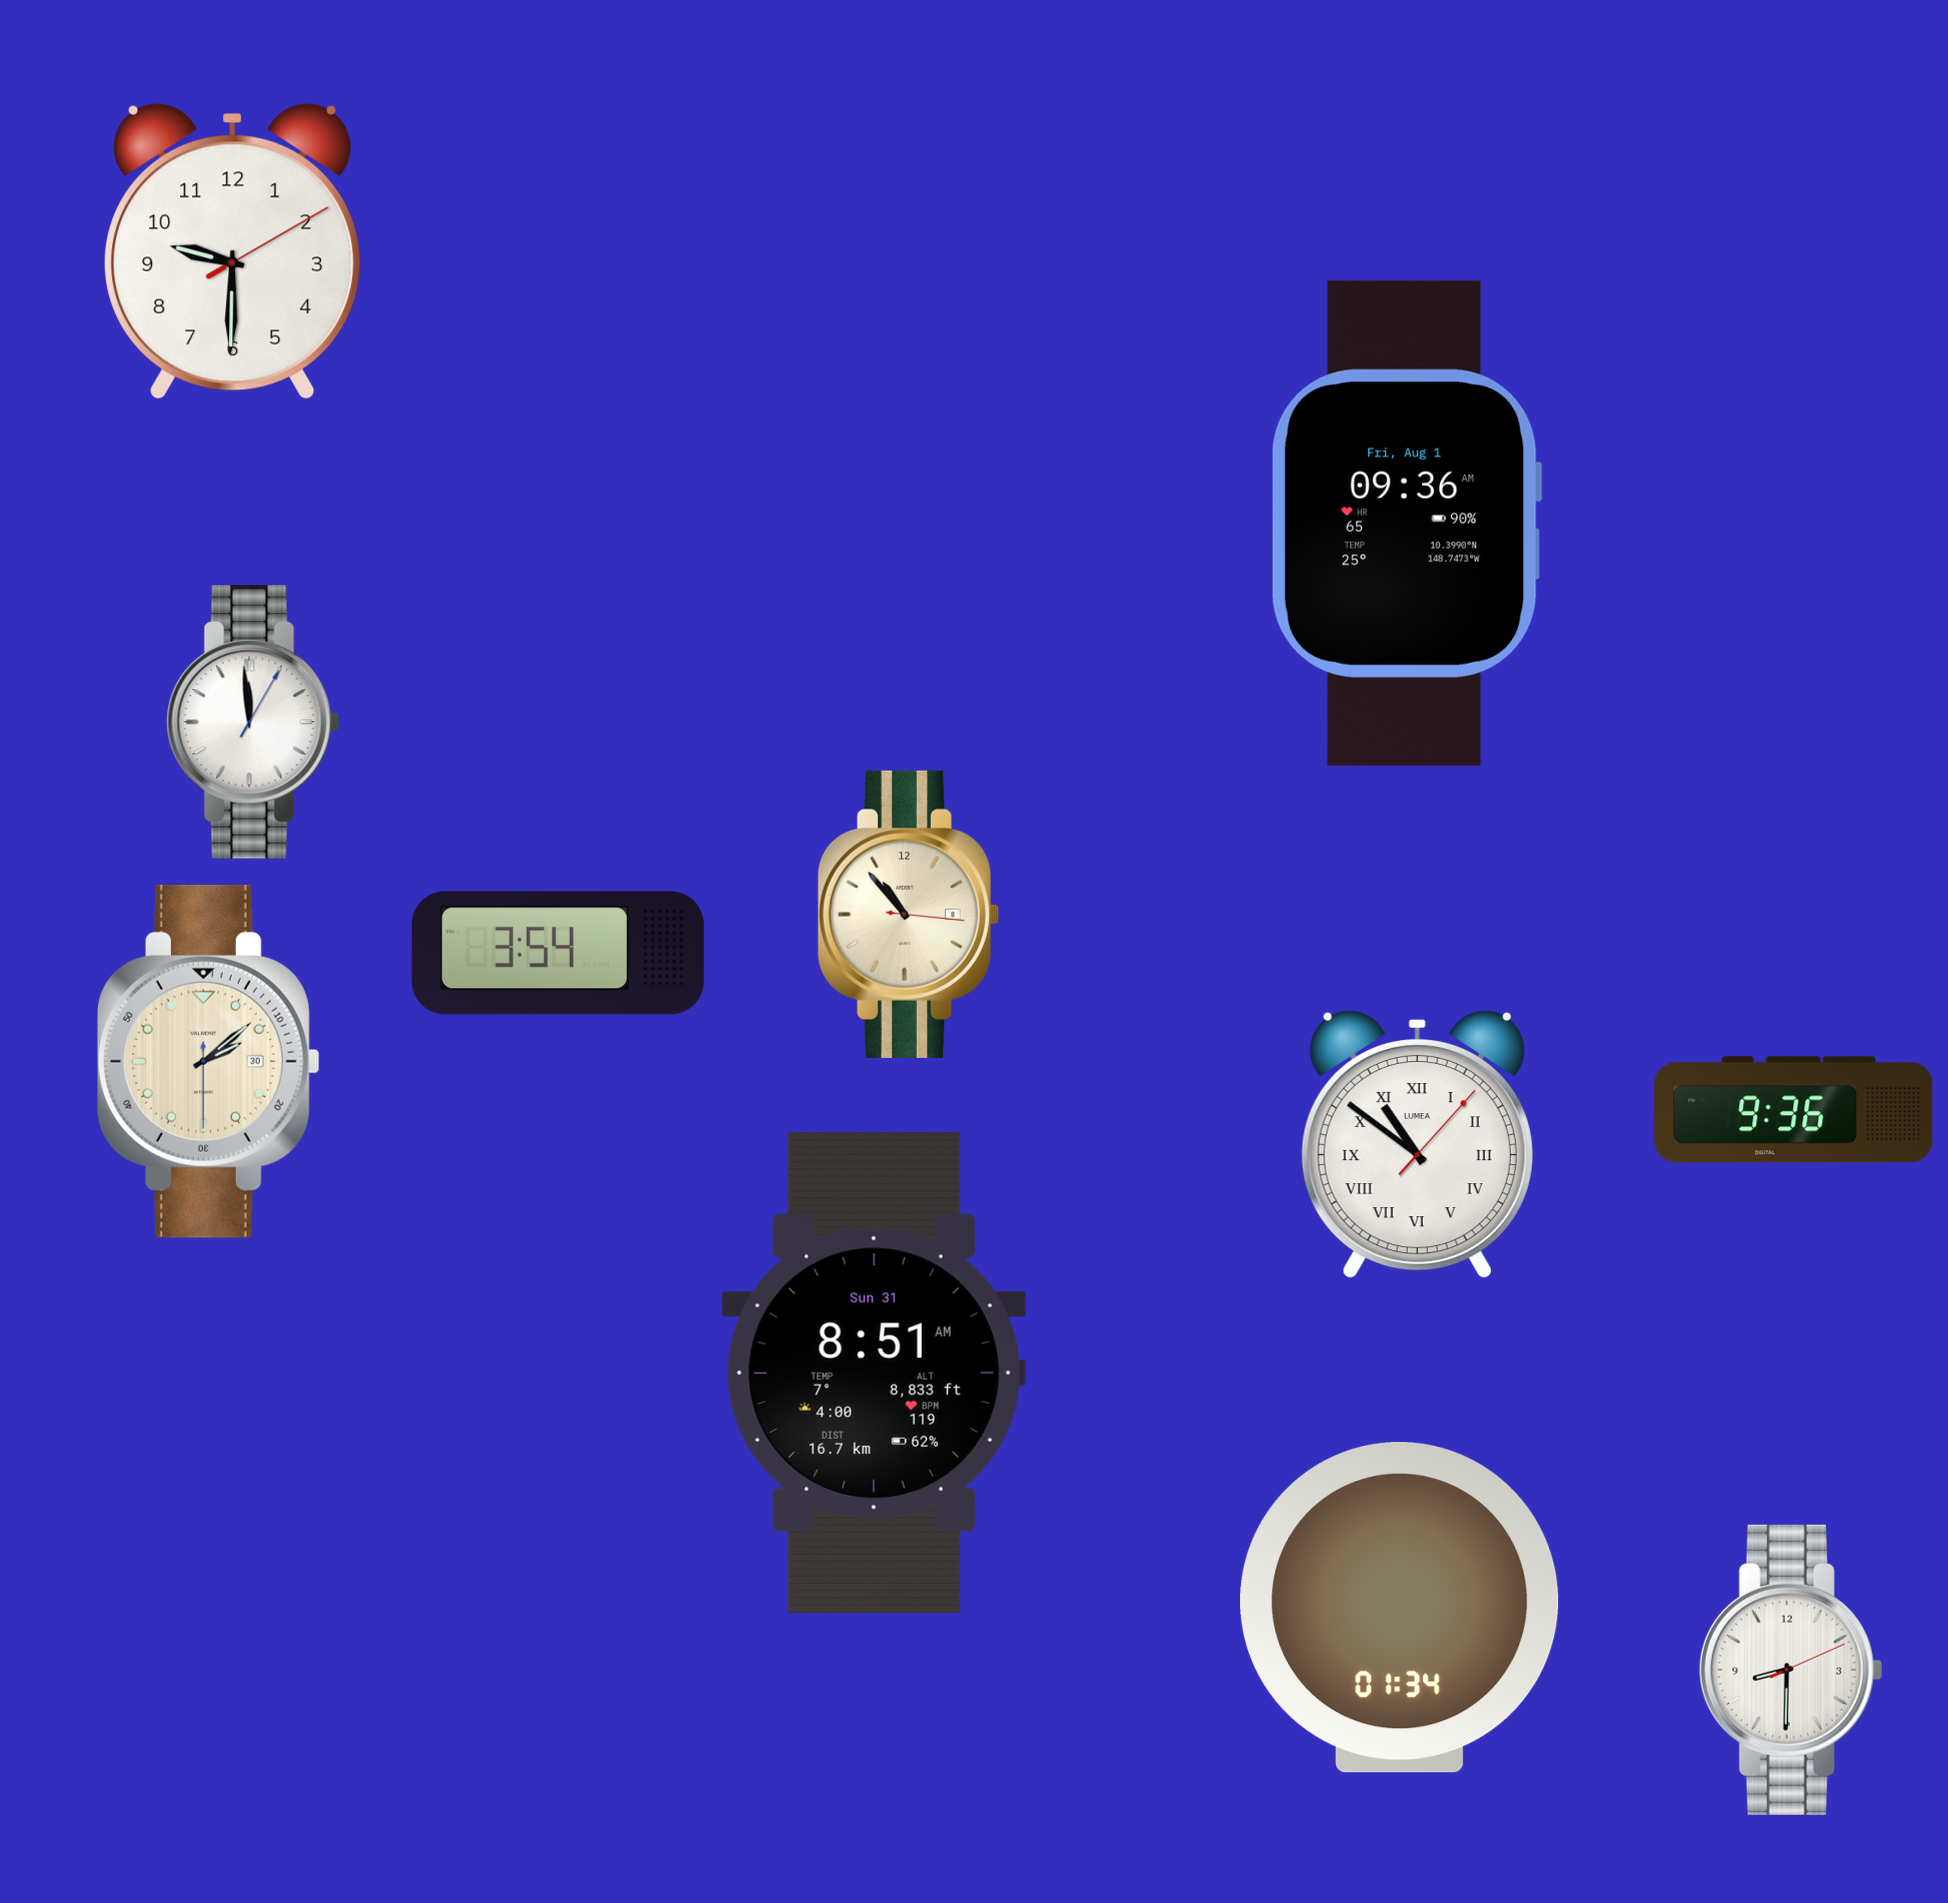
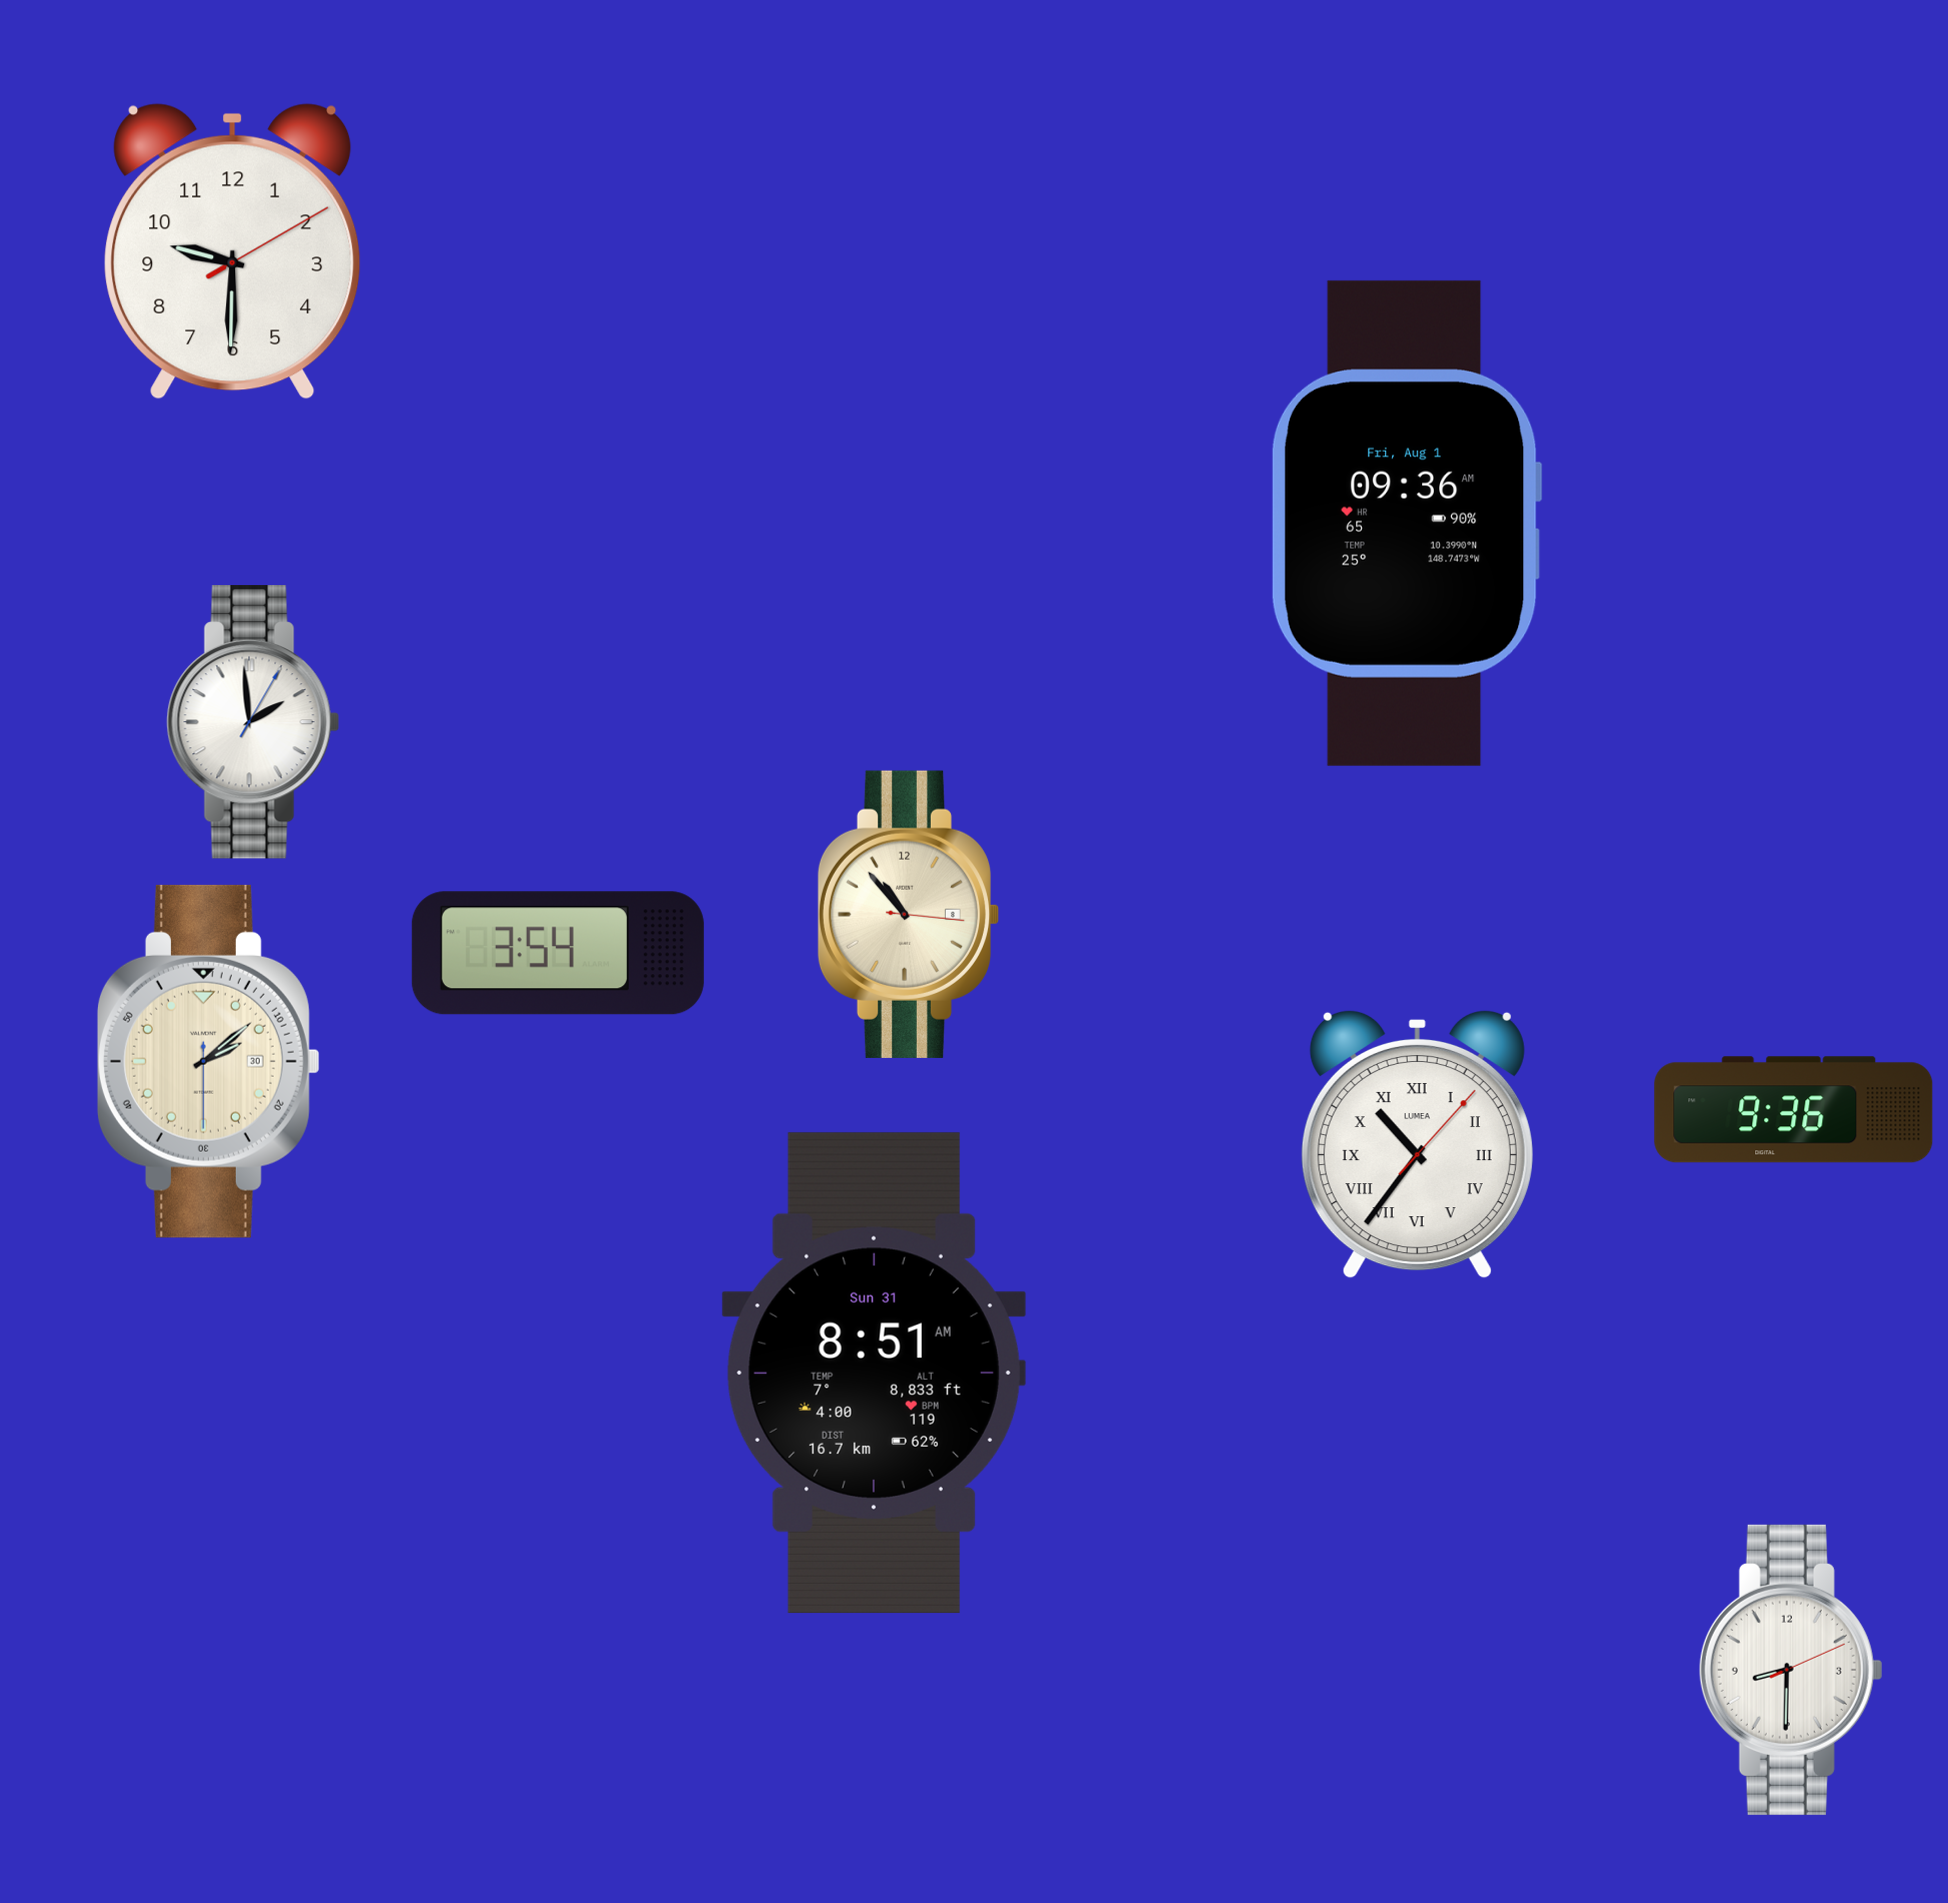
clock at (253, 722): 11:59 -> 1:59
clock at (1417, 1144): 10:51 -> 10:36
clock at (1400, 1607): 01:34 -> none
